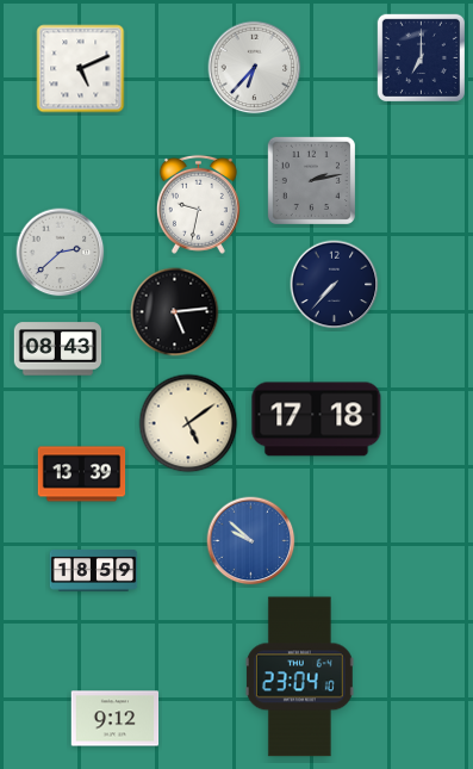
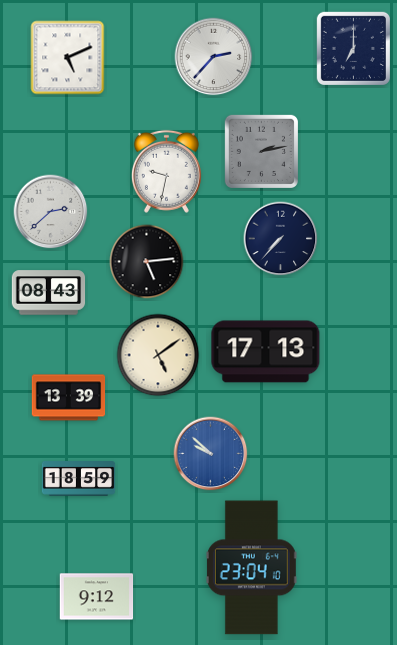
clock at (255, 68): 6:37 -> 2:37
clock at (317, 420): 17:18 -> 17:13
clock at (116, 719) position: (116, 719) -> (97, 597)
